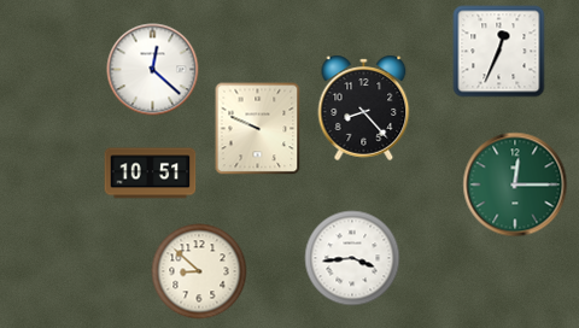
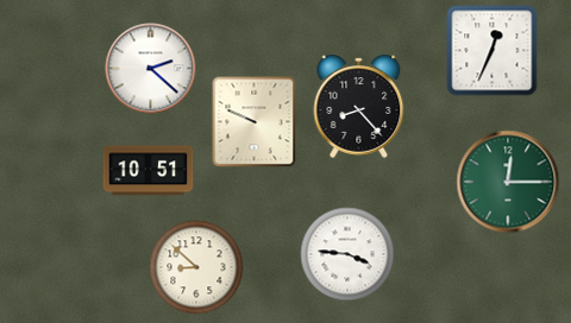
clock at (153, 70): 12:22 -> 2:22
clock at (258, 129) position: (258, 129) -> (255, 122)
clock at (352, 258): 3:44 -> 3:46
